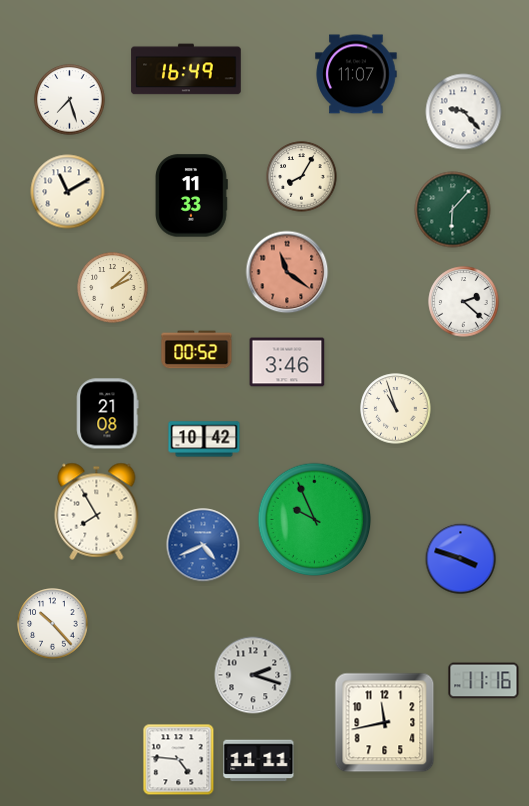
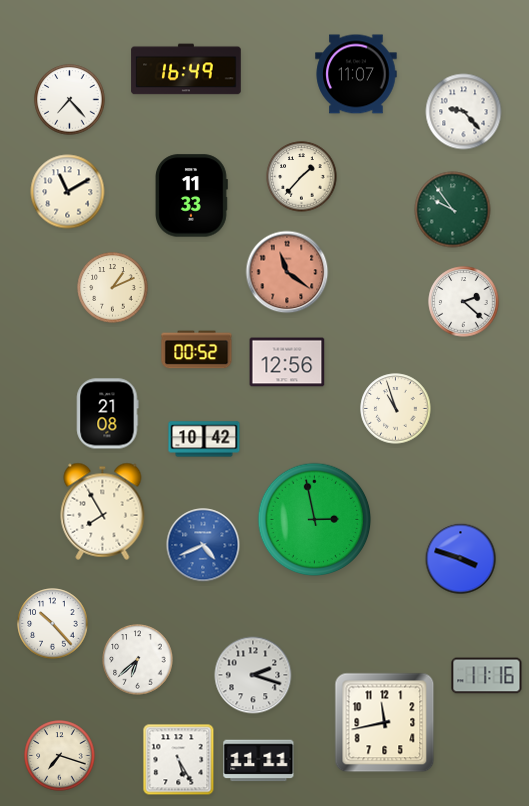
clock at (70, 100): 7:27 -> 7:23
clock at (302, 177): 8:05 -> 1:37
clock at (453, 210): 6:07 -> 9:54
clock at (113, 288): 2:08 -> 1:11
clock at (287, 362): 3:46 -> 12:56
clock at (97, 511) position: (97, 511) -> (103, 511)
clock at (315, 520): 9:56 -> 2:58
clock at (138, 660): none -> 6:38
clock at (484, 681) position: (484, 681) -> (487, 676)
clock at (60, 756): none -> 7:18
clock at (179, 760): 4:46 -> 5:25
